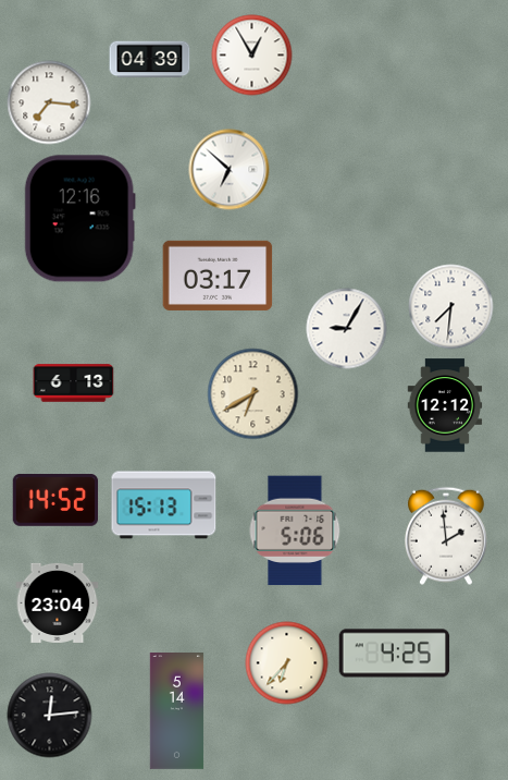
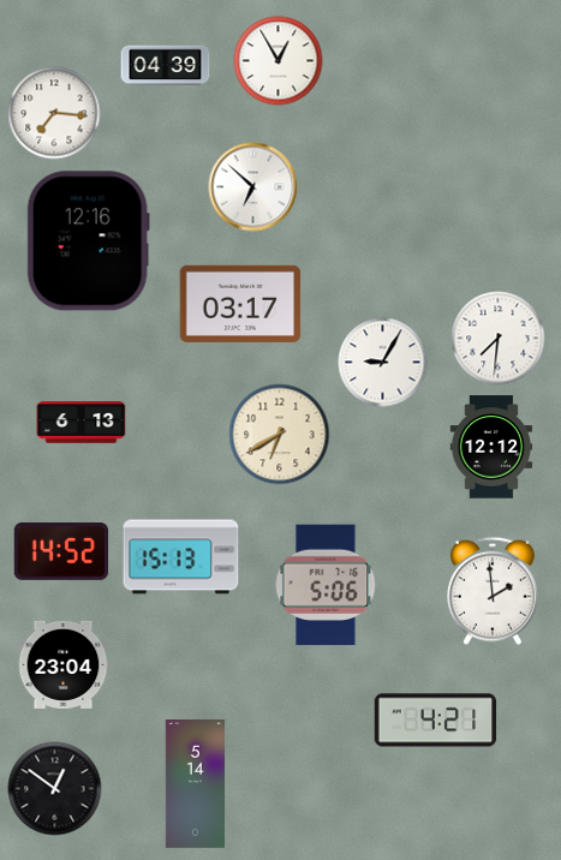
clock at (395, 654): 4:25 -> 4:21
clock at (287, 663): 6:37 -> none
clock at (50, 716): 12:14 -> 12:51
